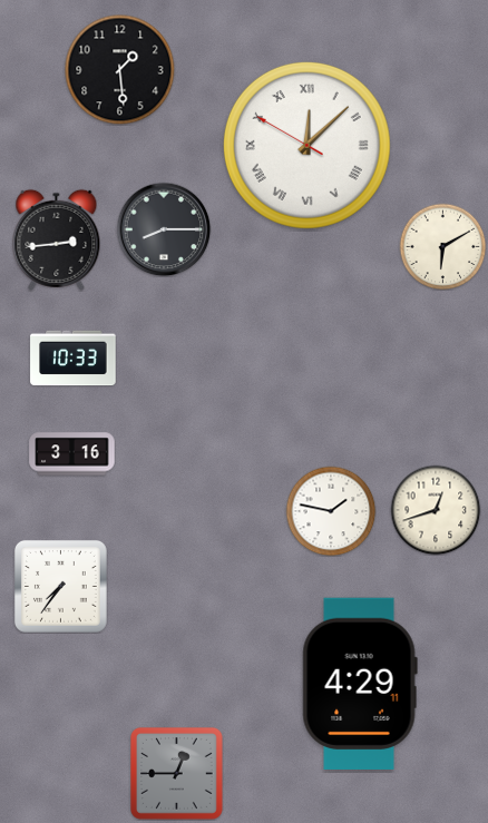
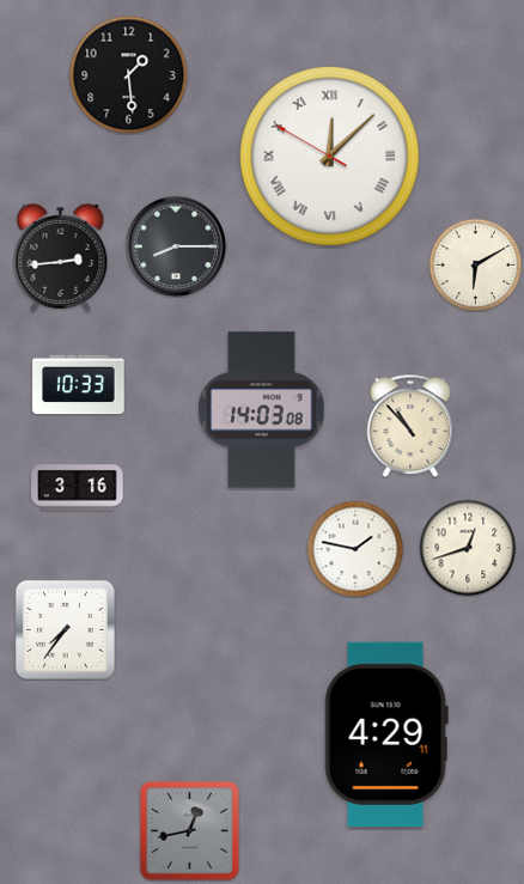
clock at (262, 410): none -> 14:03
clock at (410, 426): none -> 10:53
clock at (177, 774): 12:45 -> 12:43
